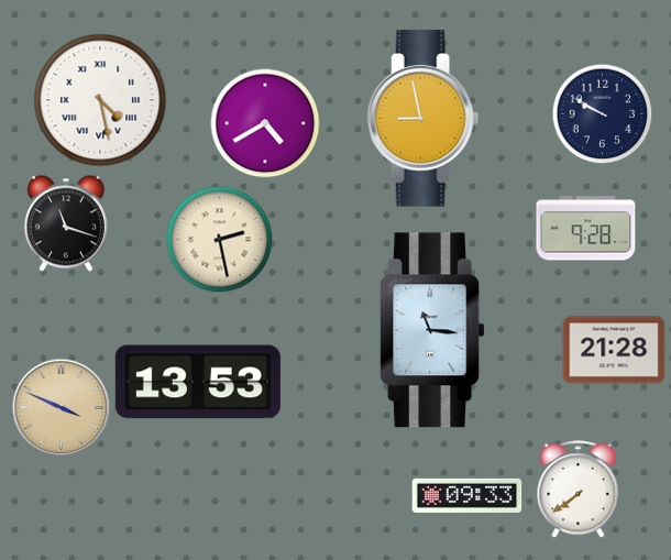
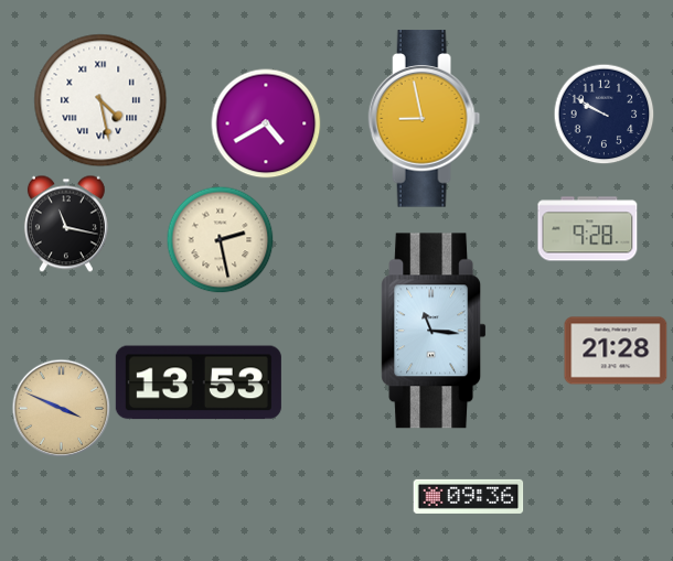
clock at (66, 223): 11:18 -> 11:17
clock at (579, 490): 7:39 -> none
clock at (468, 495): 09:33 -> 09:36
